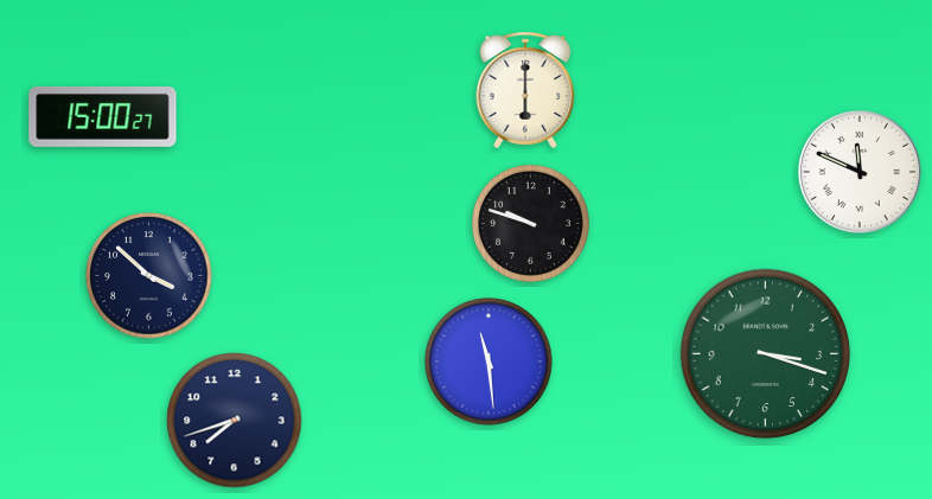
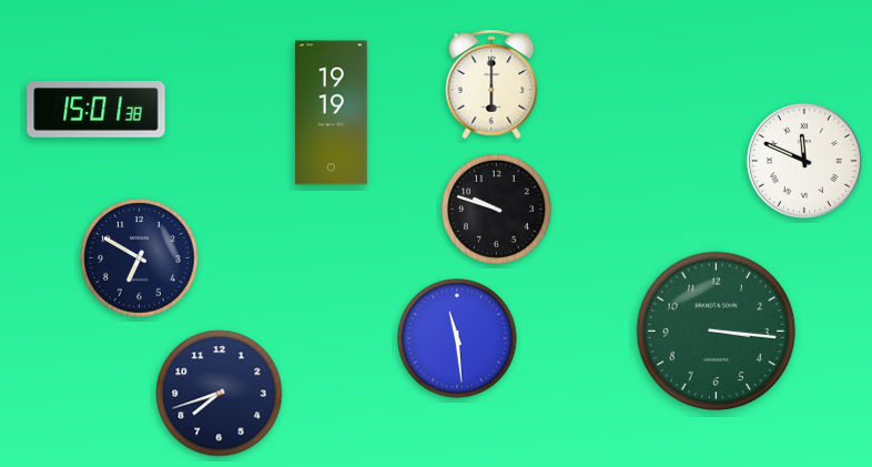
clock at (103, 116): 15:00 -> 15:01
clock at (332, 113): none -> 19:19
clock at (149, 276): 3:52 -> 6:50
clock at (766, 354): 3:18 -> 3:16
